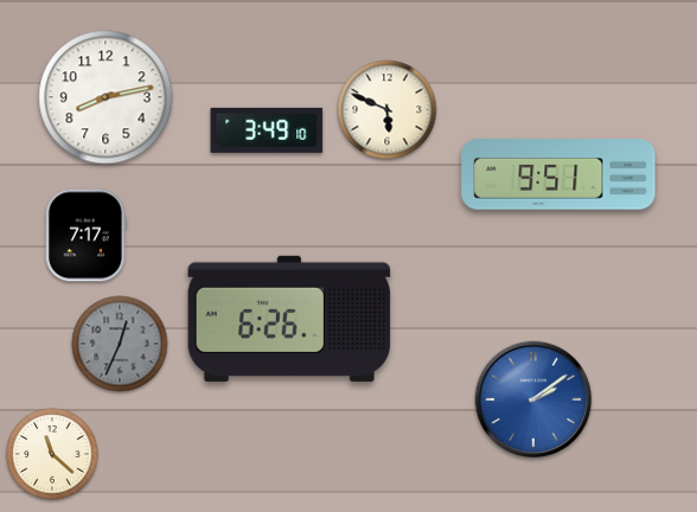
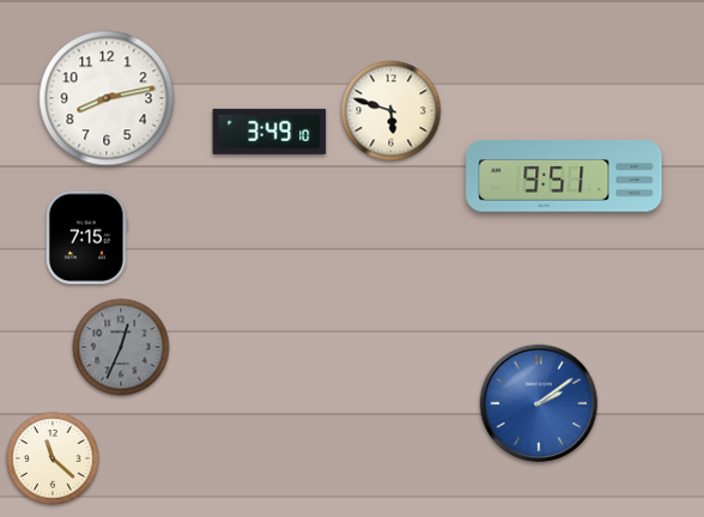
clock at (388, 110): 5:49 -> 5:48
clock at (85, 236): 7:17 -> 7:15
clock at (289, 319): 6:26 -> none
